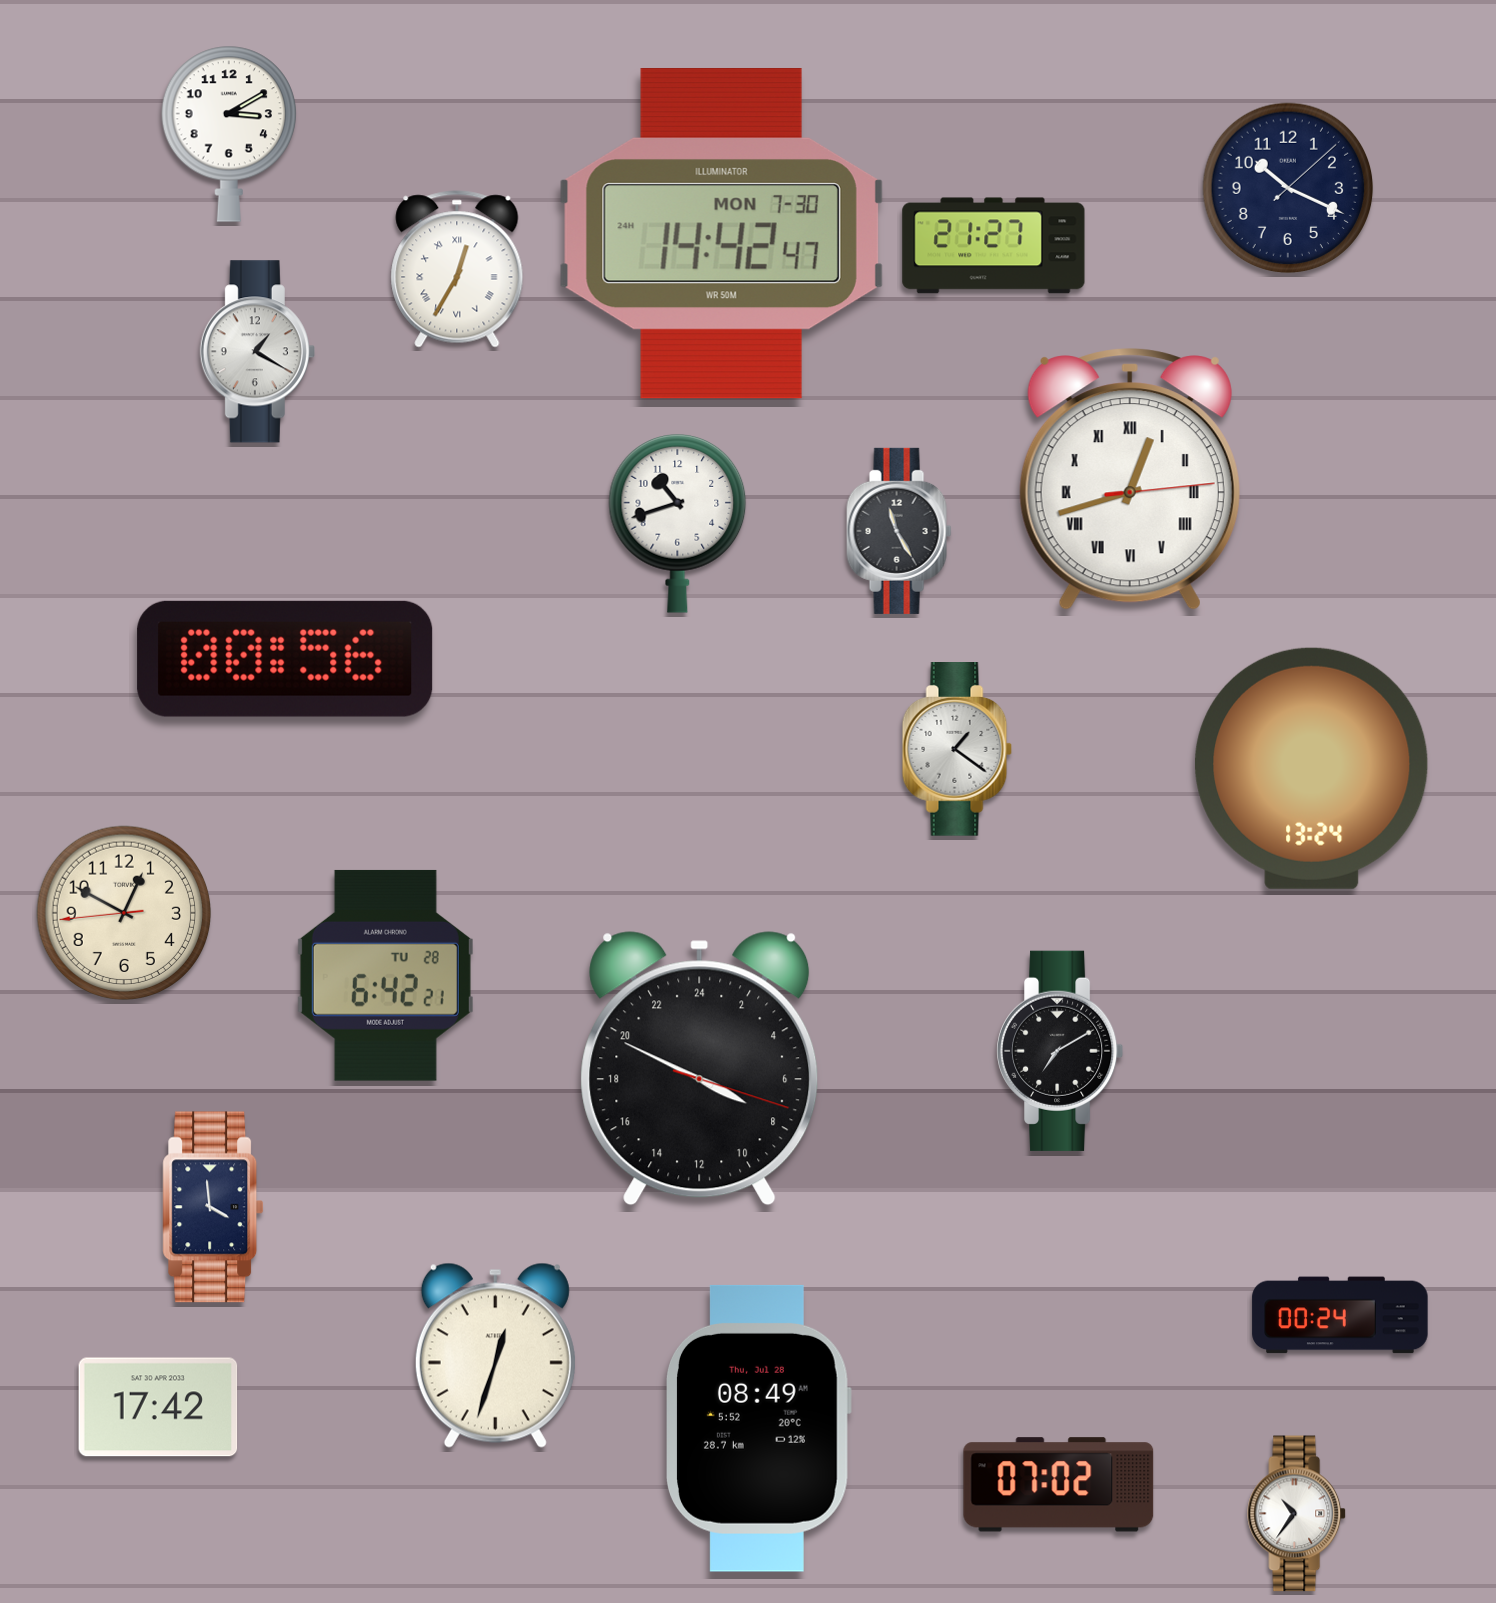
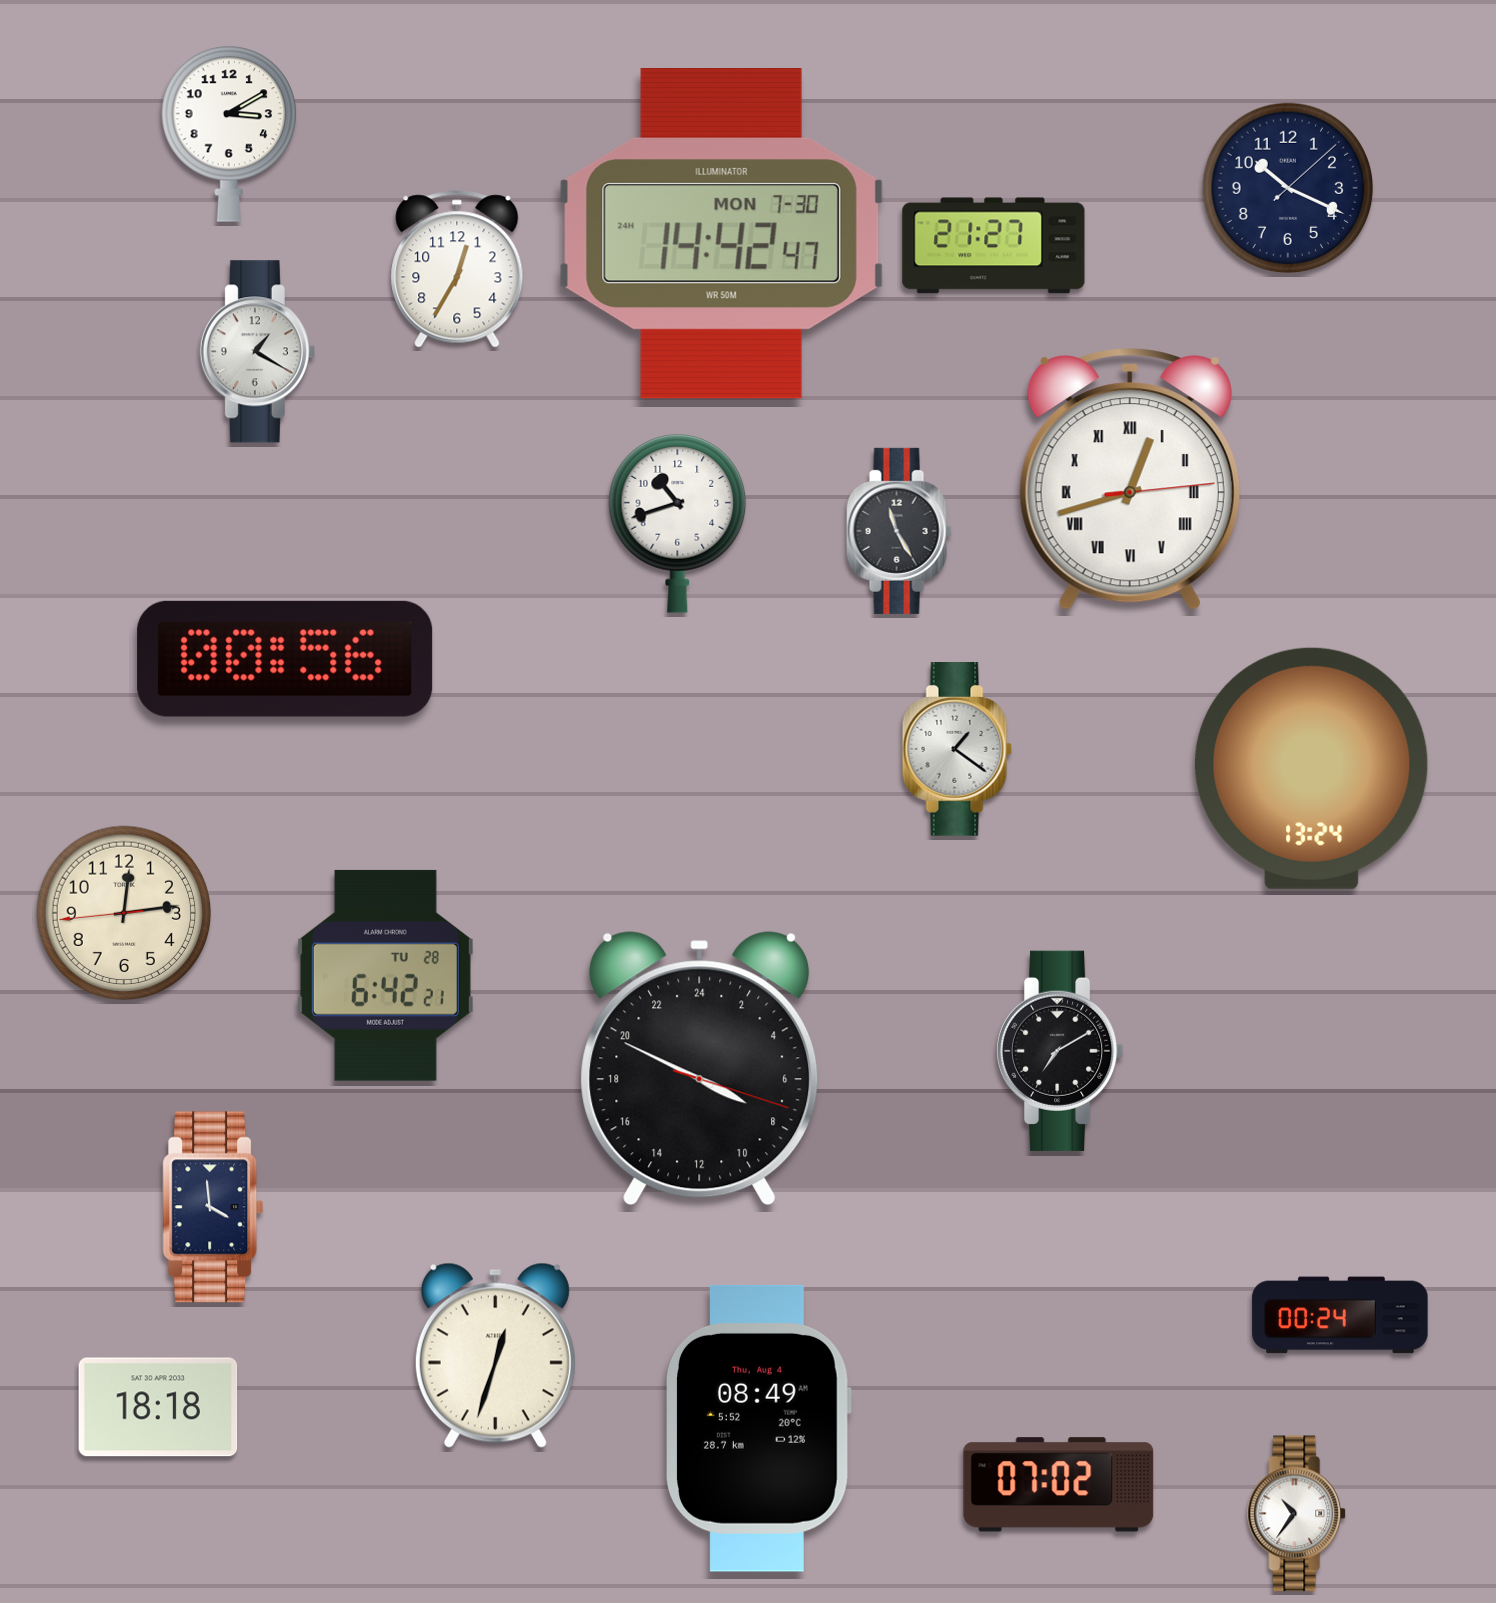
clock at (457, 269) numerals: Roman -> Arabic
clock at (124, 913): 12:49 -> 12:13
clock at (158, 1407): 17:42 -> 18:18
clock at (759, 1428) date: Thu, Jul 28 -> Thu, Aug 4
